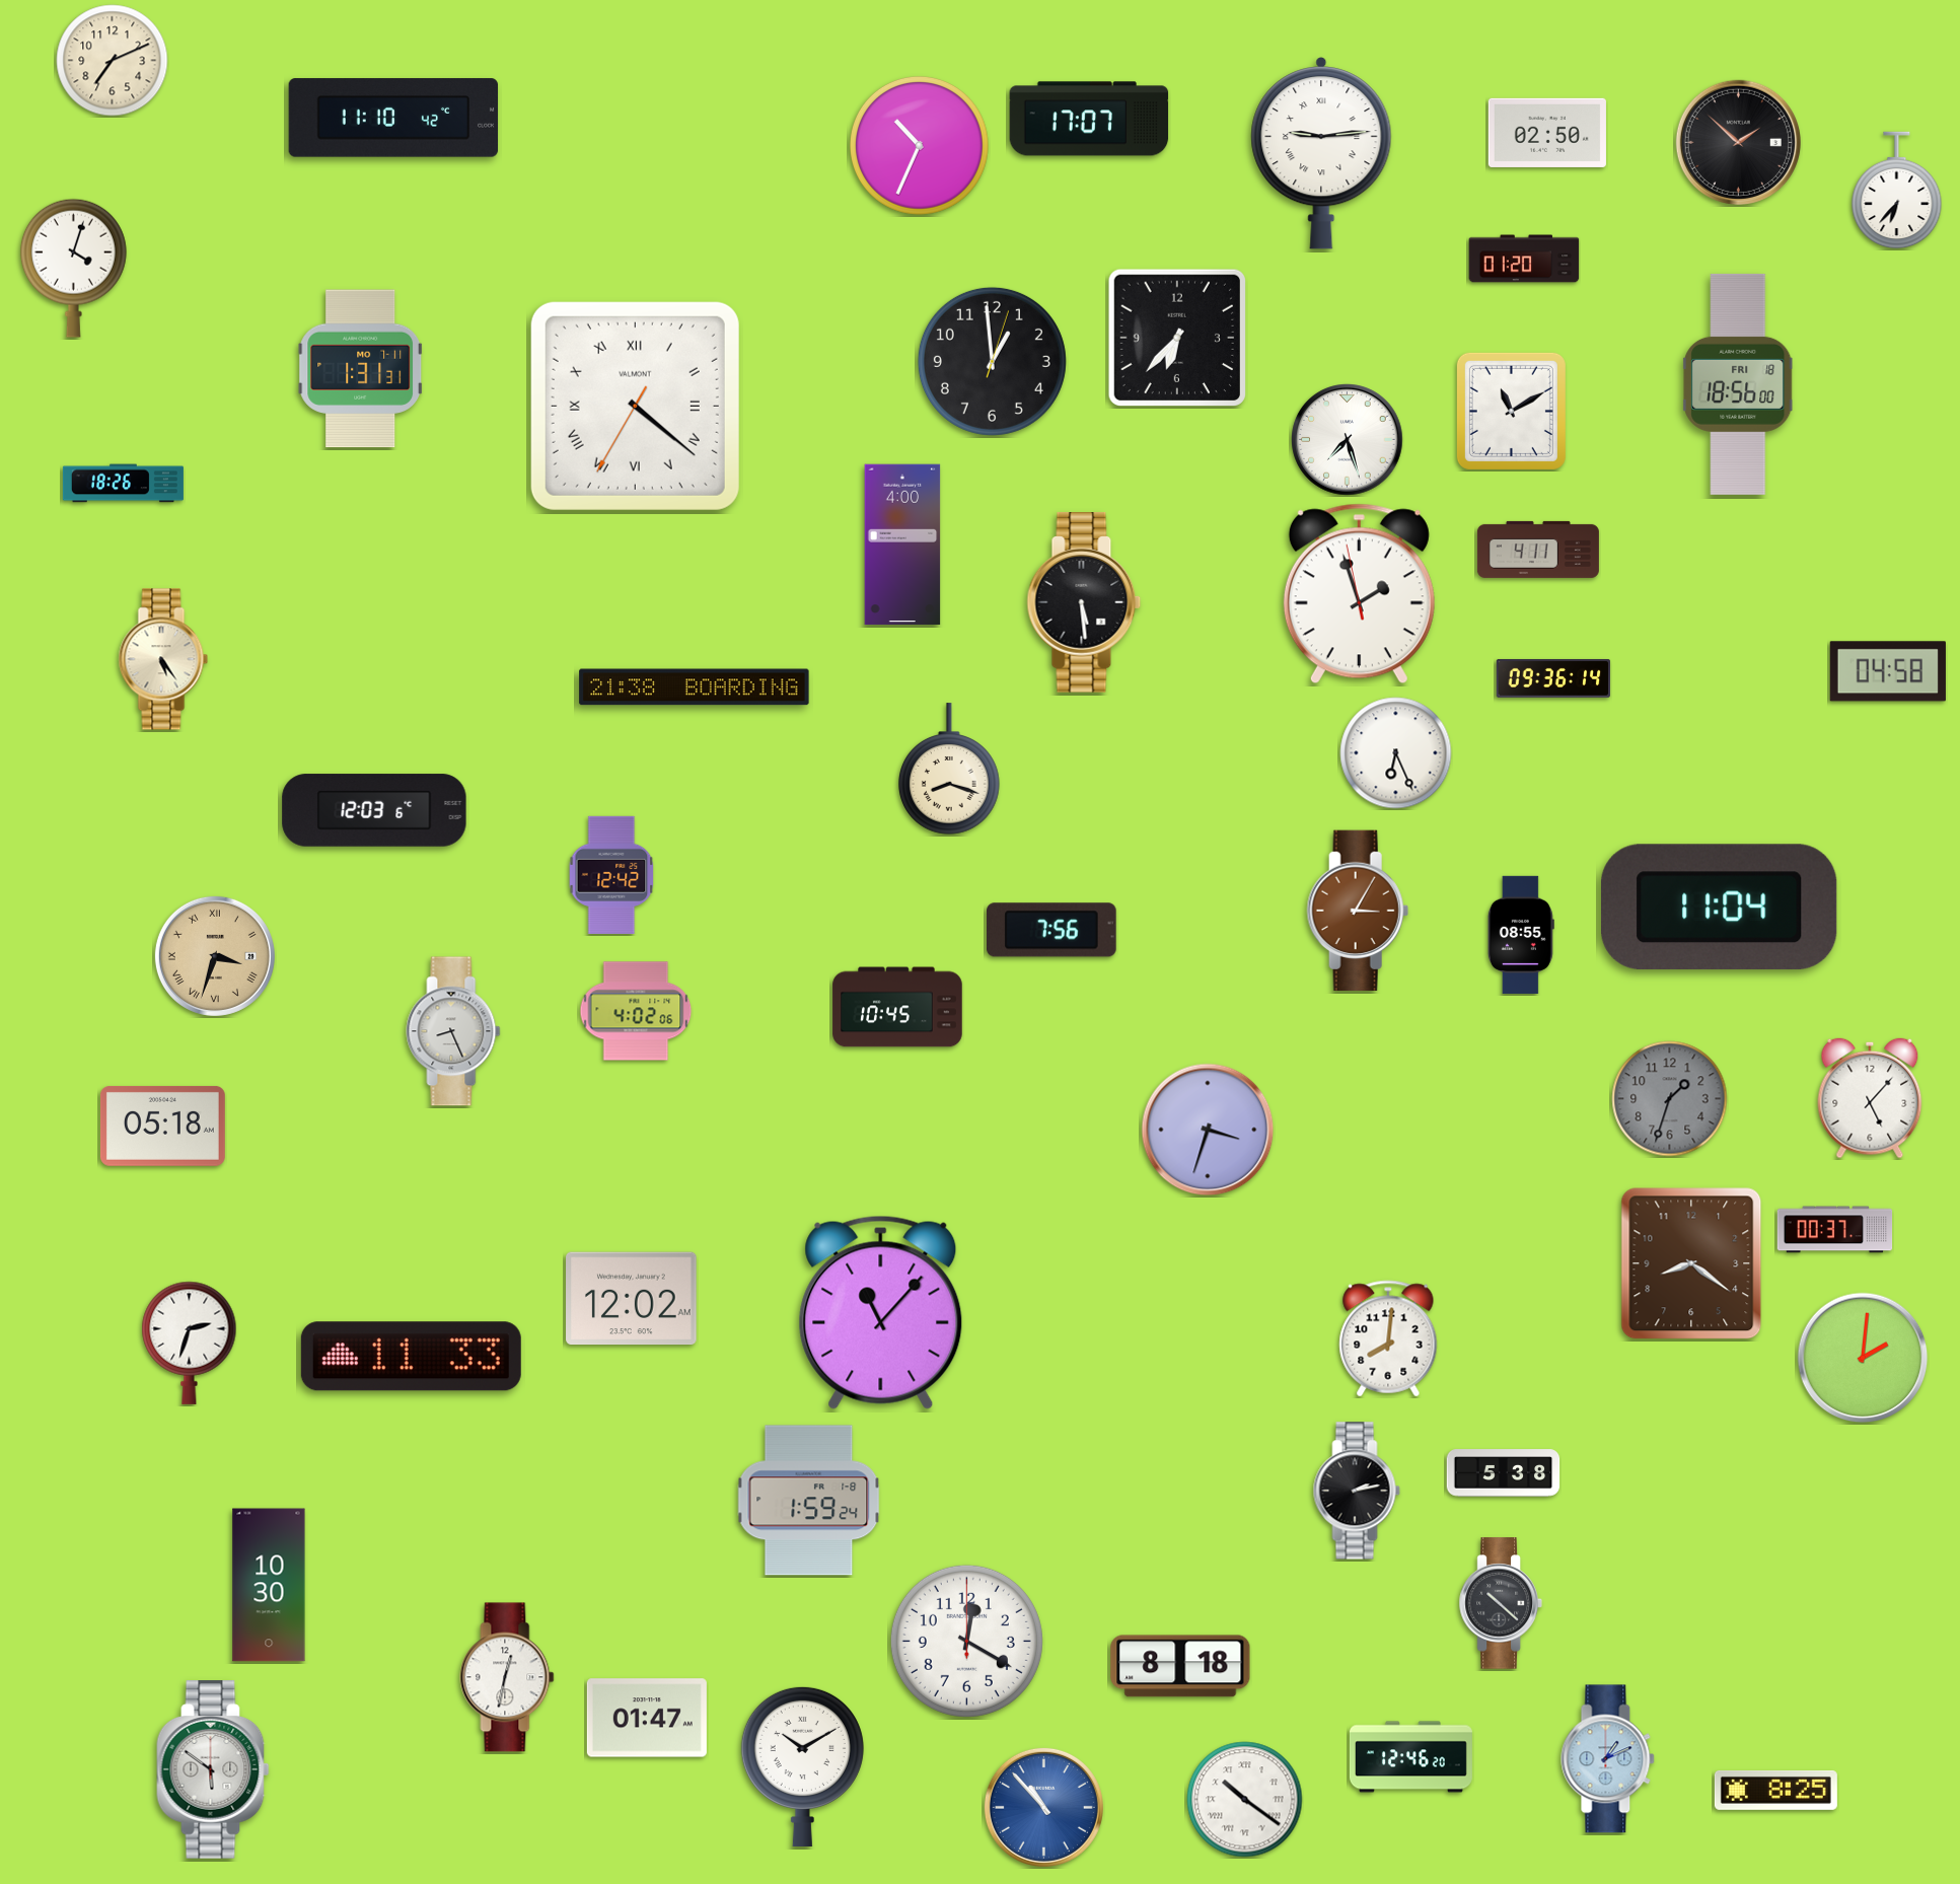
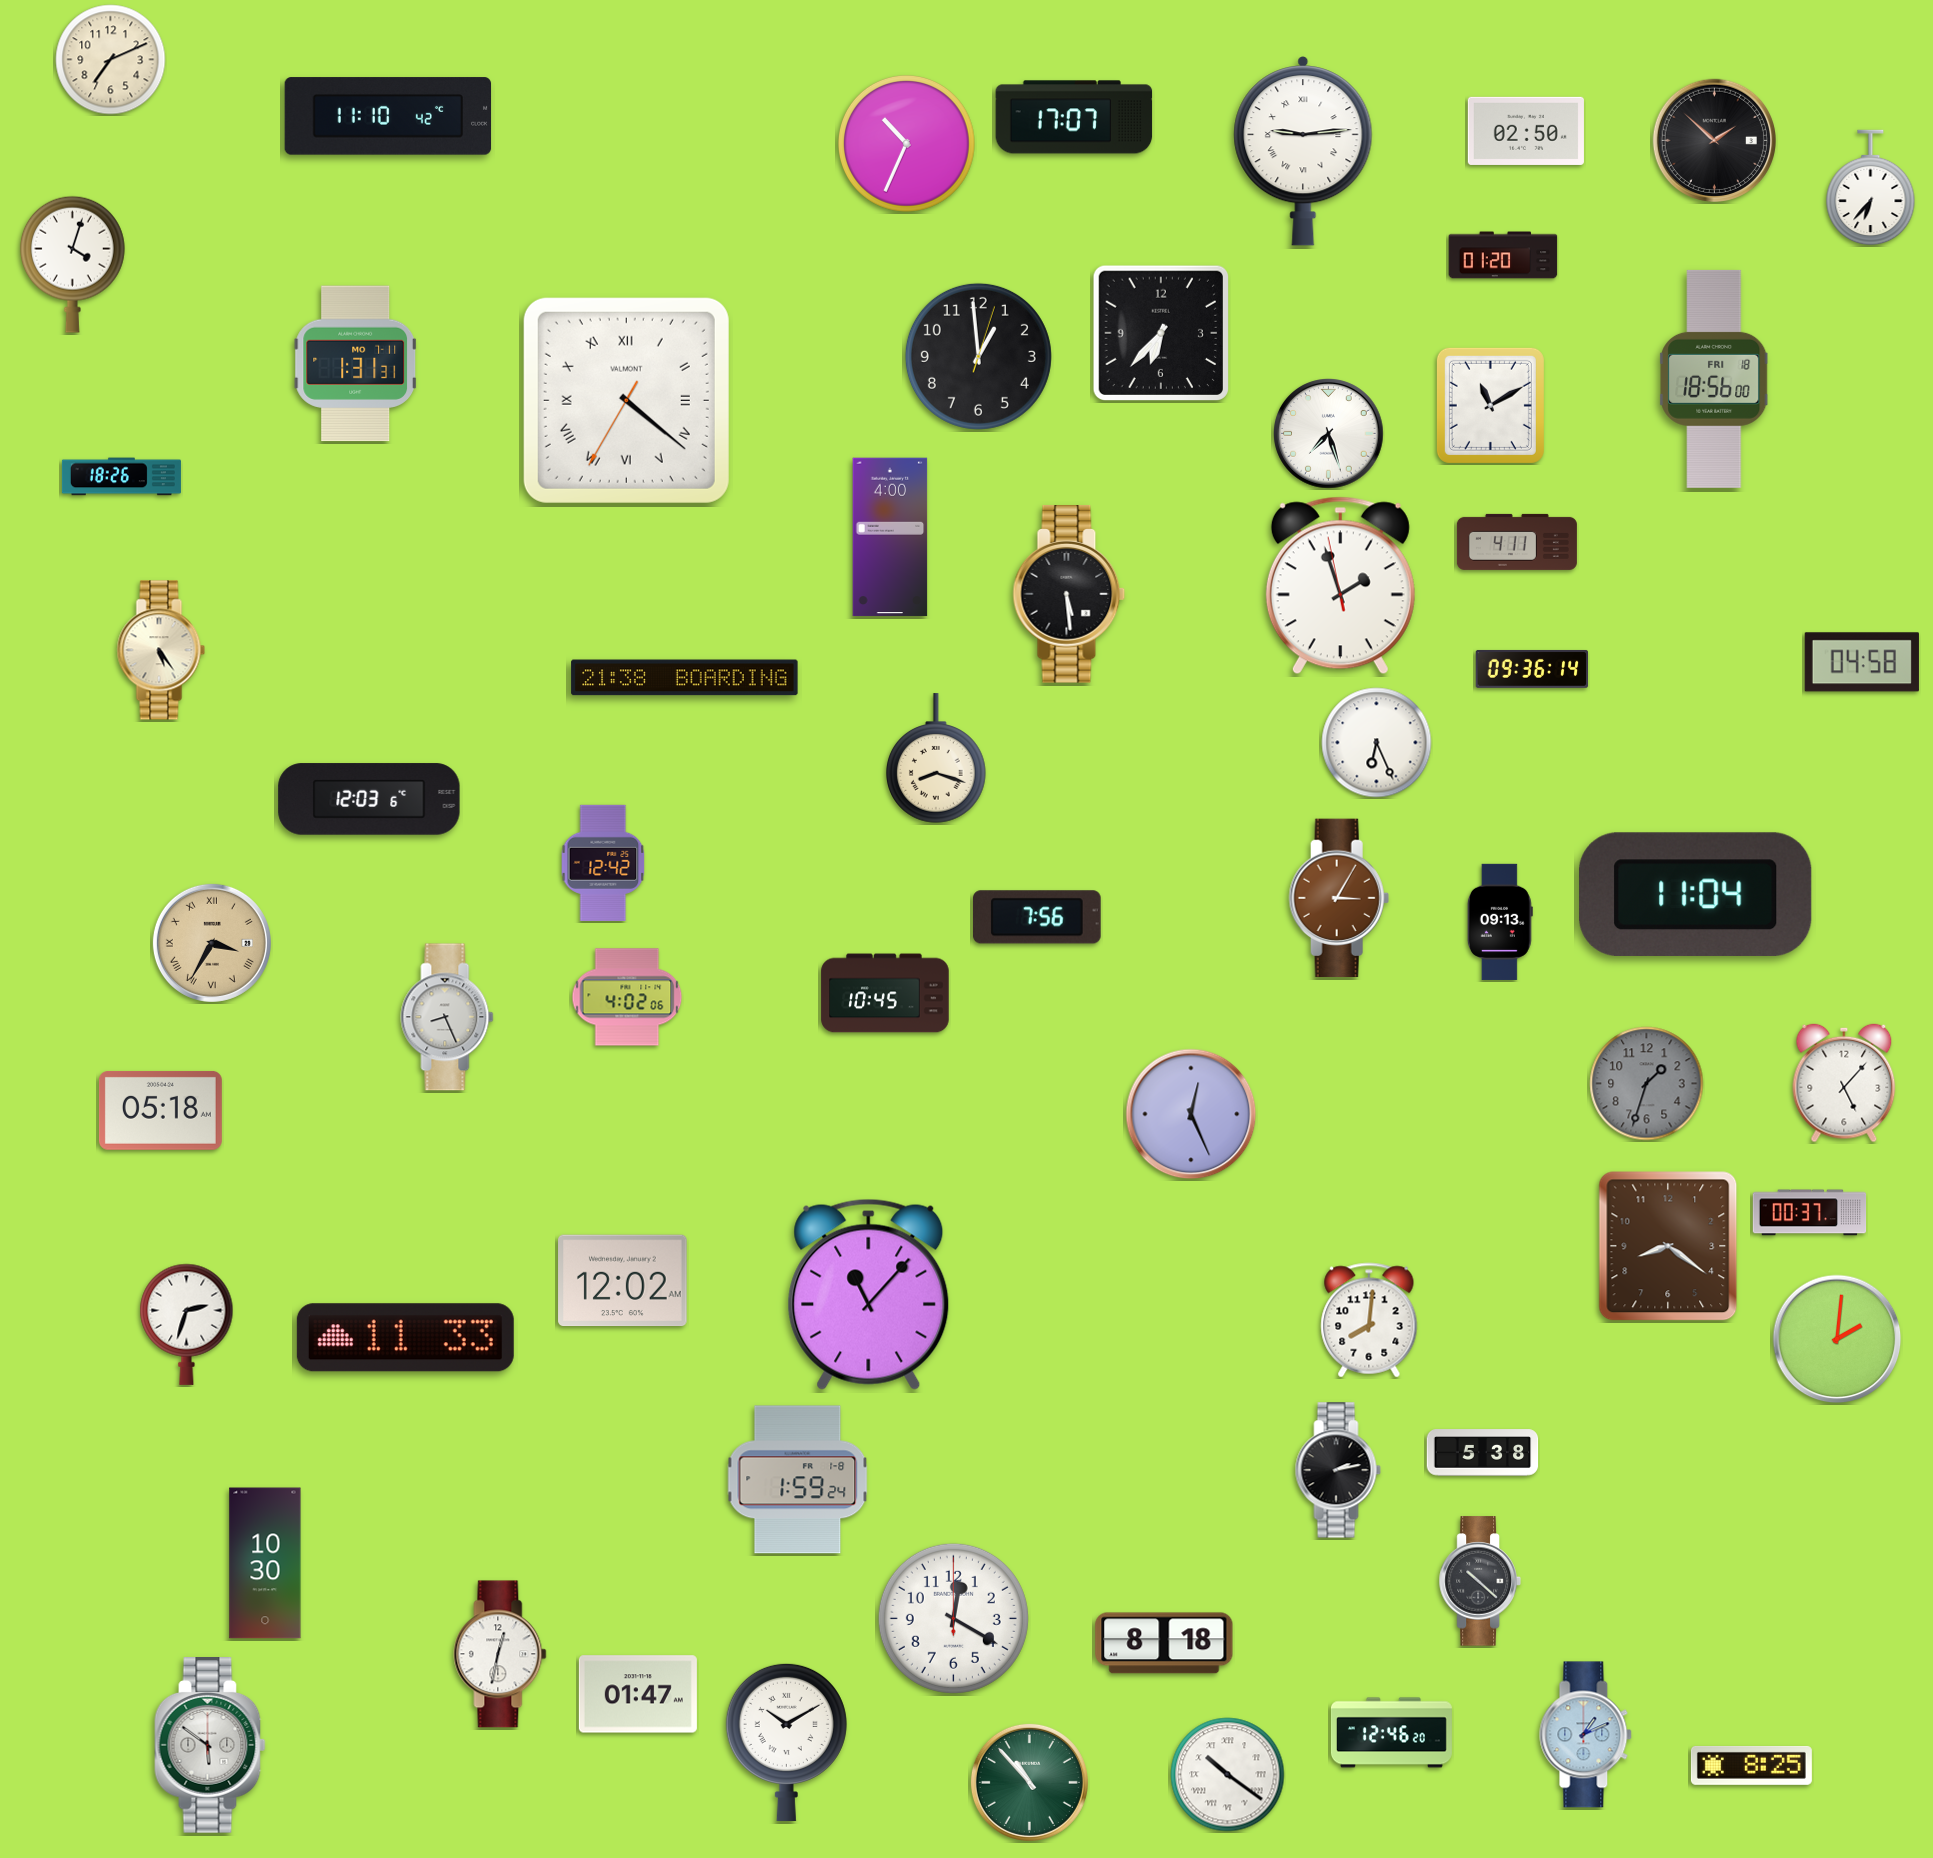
clock at (1521, 935): 08:55 -> 09:13
clock at (215, 956): 3:33 -> 3:35
clock at (1208, 1130): 3:33 -> 12:26
clock at (802, 1766) position: (802, 1766) -> (786, 1742)
clock at (1043, 1807) dial: blue -> green
